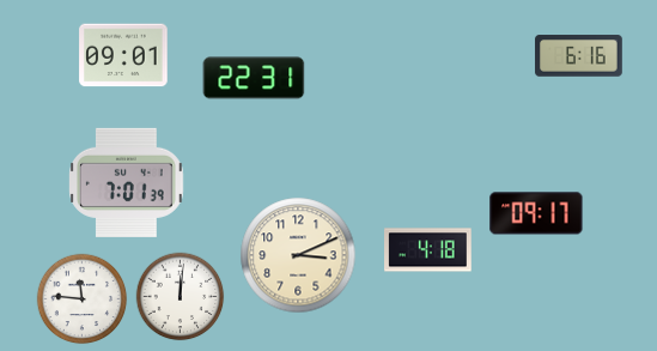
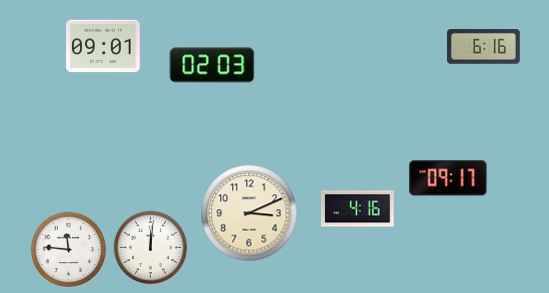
clock at (254, 78): 22:31 -> 02:03
clock at (127, 182): 7:01 -> none
clock at (428, 250): 4:18 -> 4:16
